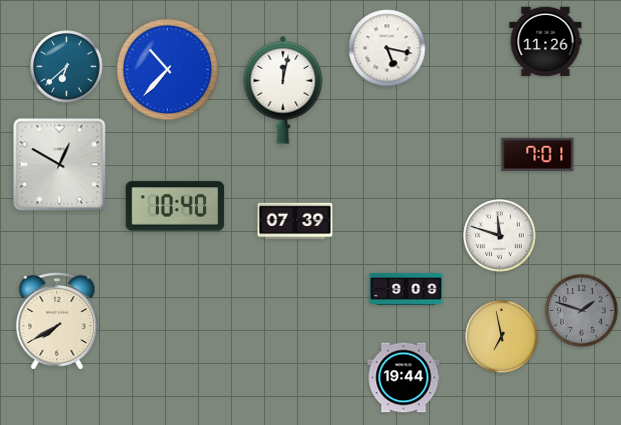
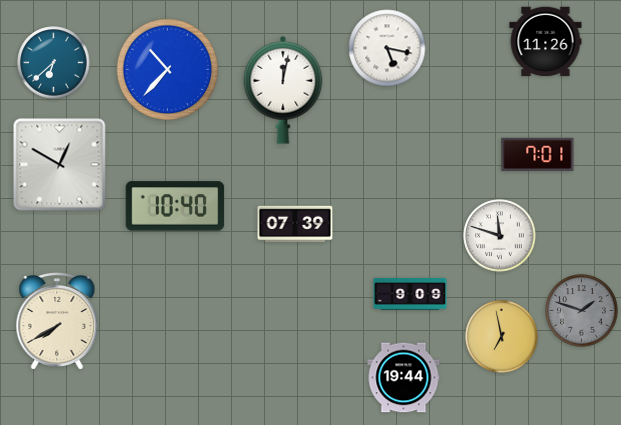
clock at (67, 67) position: (67, 67) -> (54, 63)
clock at (295, 221) position: (295, 221) -> (295, 224)
clock at (406, 289) position: (406, 289) -> (410, 294)
